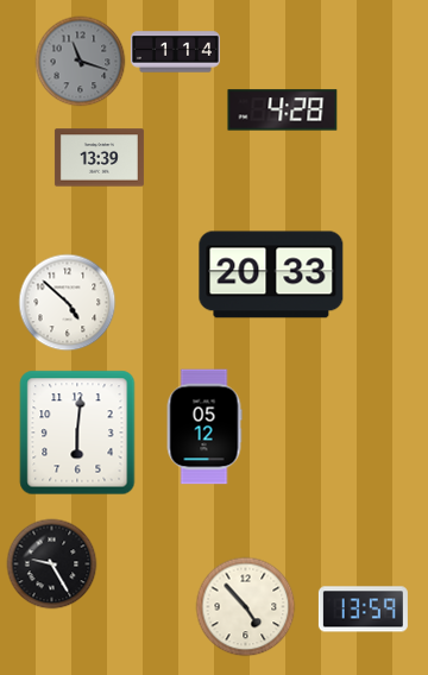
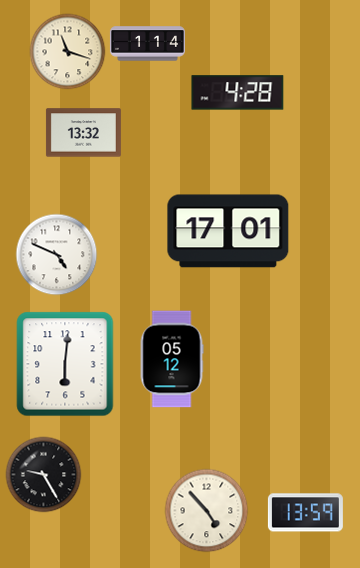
clock at (81, 62) dial: grey -> cream
clock at (99, 158): 13:39 -> 13:32
clock at (271, 275): 20:33 -> 17:01
clock at (68, 303): 4:52 -> 4:49
